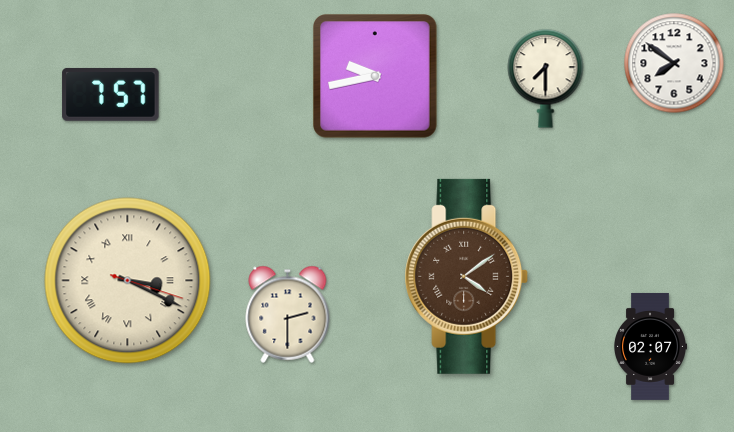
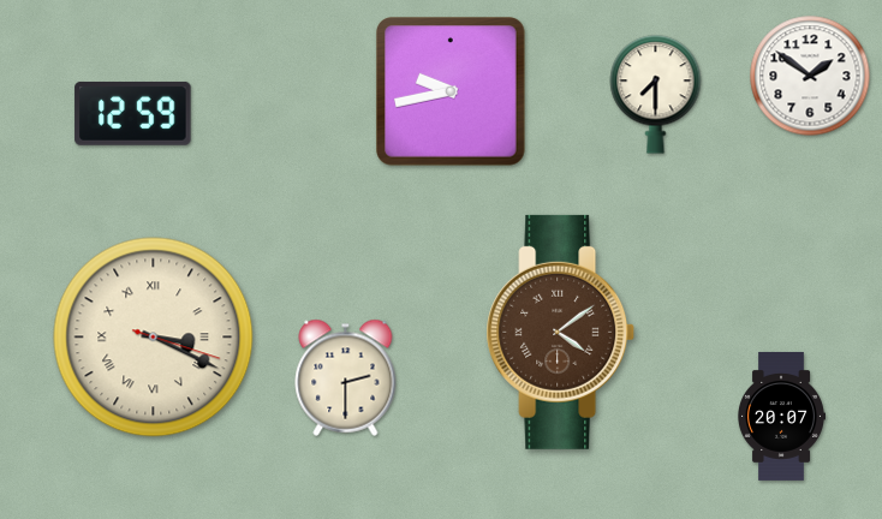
clock at (674, 63): 7:51 -> 1:51
clock at (111, 94): 7:57 -> 12:59
clock at (650, 346): 02:07 -> 20:07
